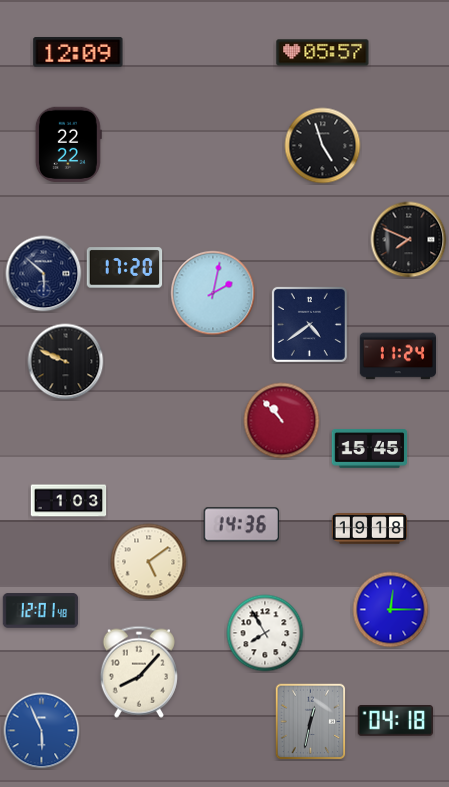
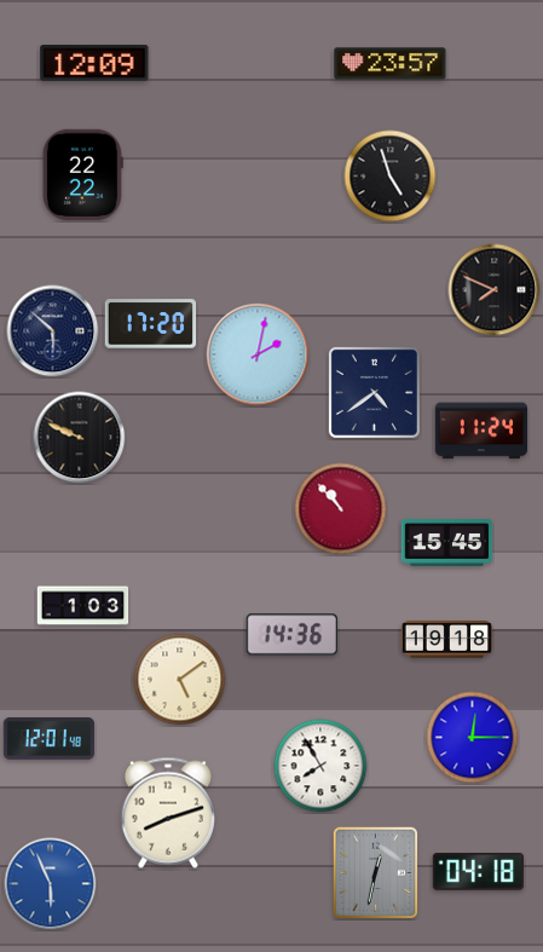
clock at (323, 53): 05:57 -> 23:57
clock at (139, 672): 8:07 -> 8:12
